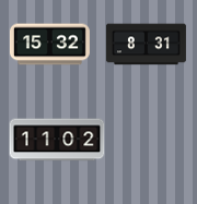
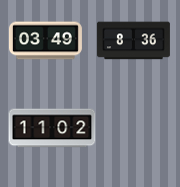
clock at (49, 45): 15:32 -> 03:49
clock at (146, 45): 8:31 -> 8:36
